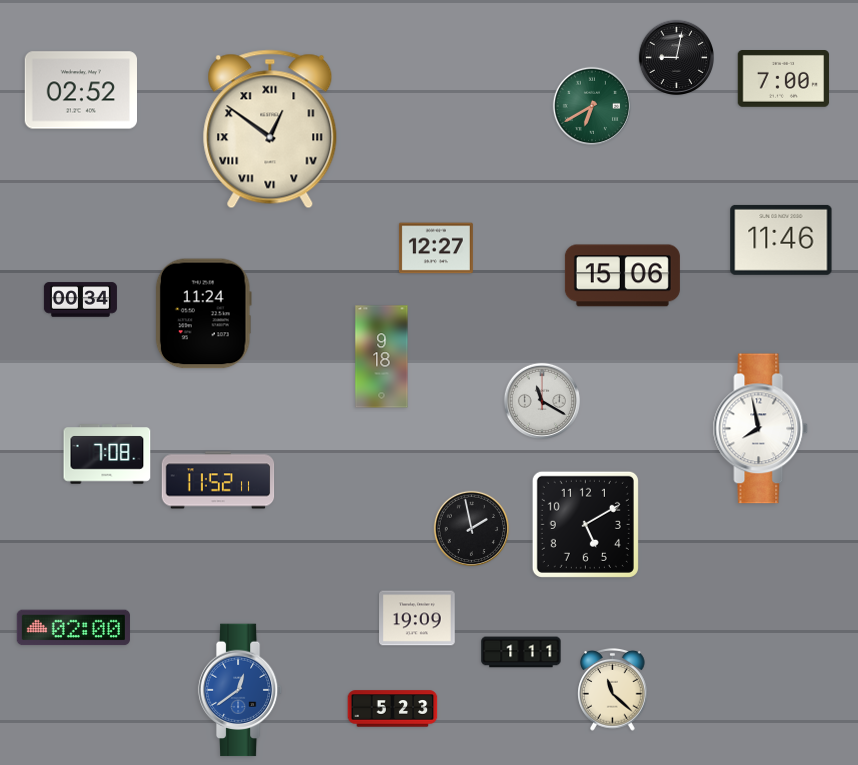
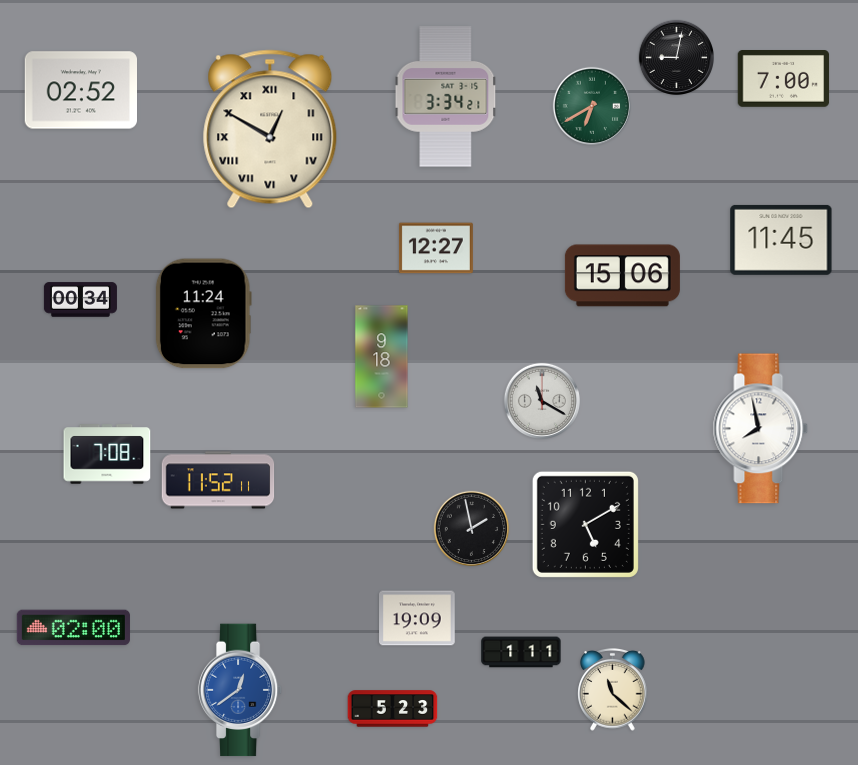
clock at (446, 97): none -> 3:34
clock at (270, 129): 12:51 -> 12:50
clock at (781, 240): 11:46 -> 11:45
